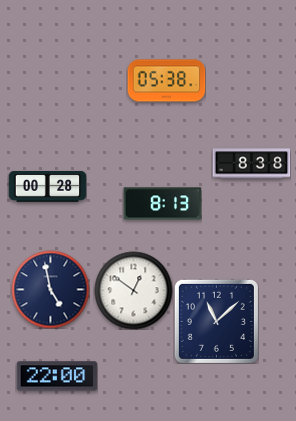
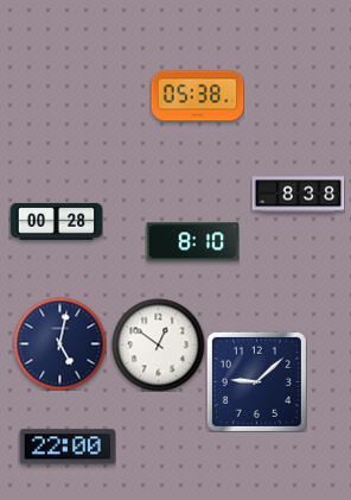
clock at (162, 204): 8:13 -> 8:10
clock at (50, 289): 4:58 -> 5:02
clock at (216, 321): 11:08 -> 9:08
